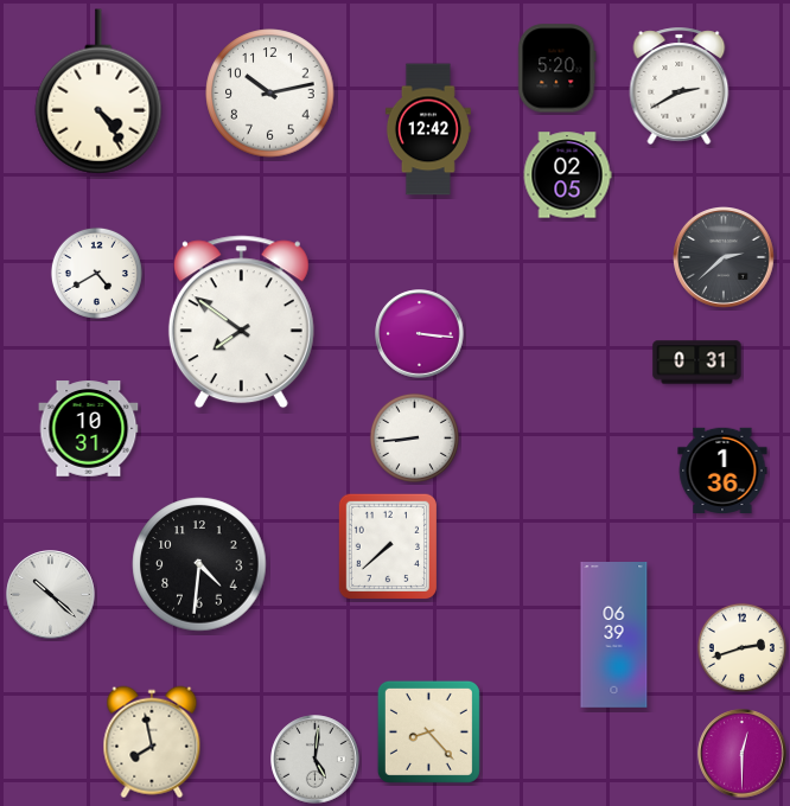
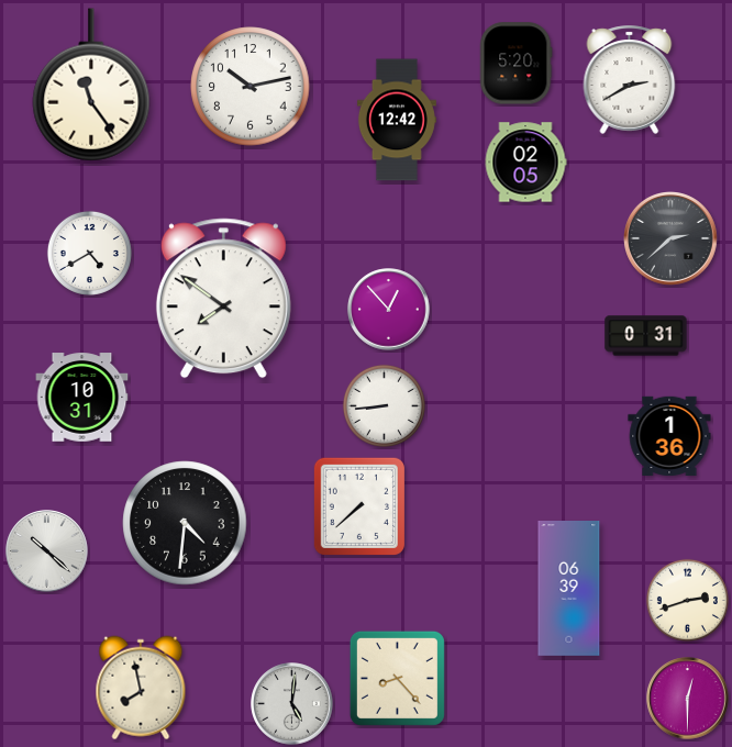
clock at (98, 91): 4:24 -> 11:24
clock at (420, 334): 3:16 -> 12:53
